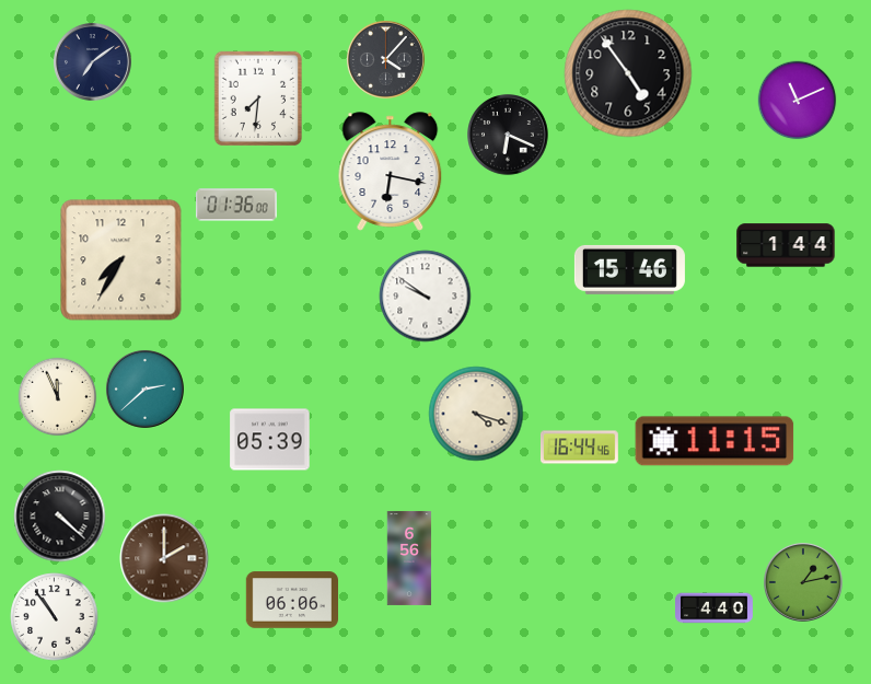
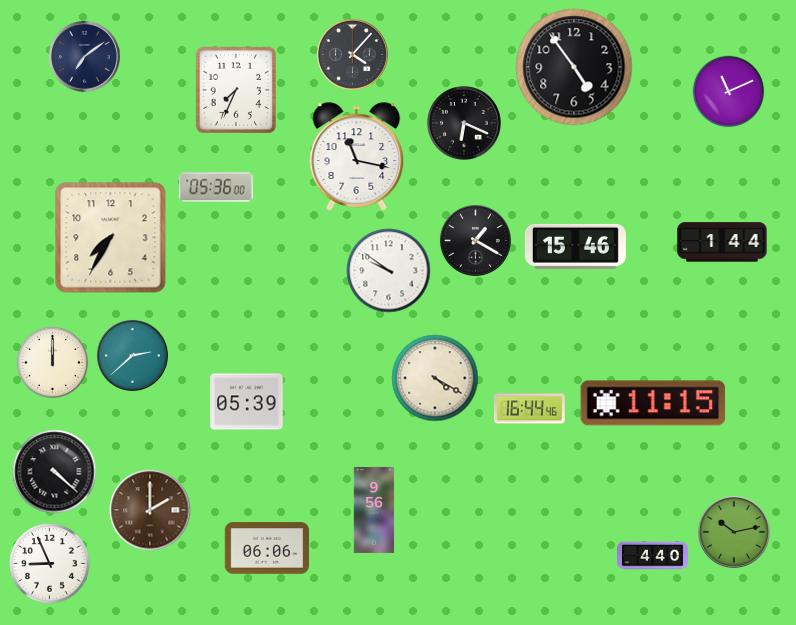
clock at (257, 98): 7:31 -> 7:34
clock at (391, 172): 6:17 -> 11:17
clock at (236, 205): 01:36 -> 05:36
clock at (786, 245) position: (786, 245) -> (722, 242)
clock at (475, 240): none -> 1:20
clock at (58, 397): 11:56 -> 12:00
clock at (476, 414): 4:18 -> 4:20
clock at (409, 558): 6:56 -> 9:56
clock at (804, 583): 1:13 -> 10:13
clock at (55, 617): 10:54 -> 8:56
